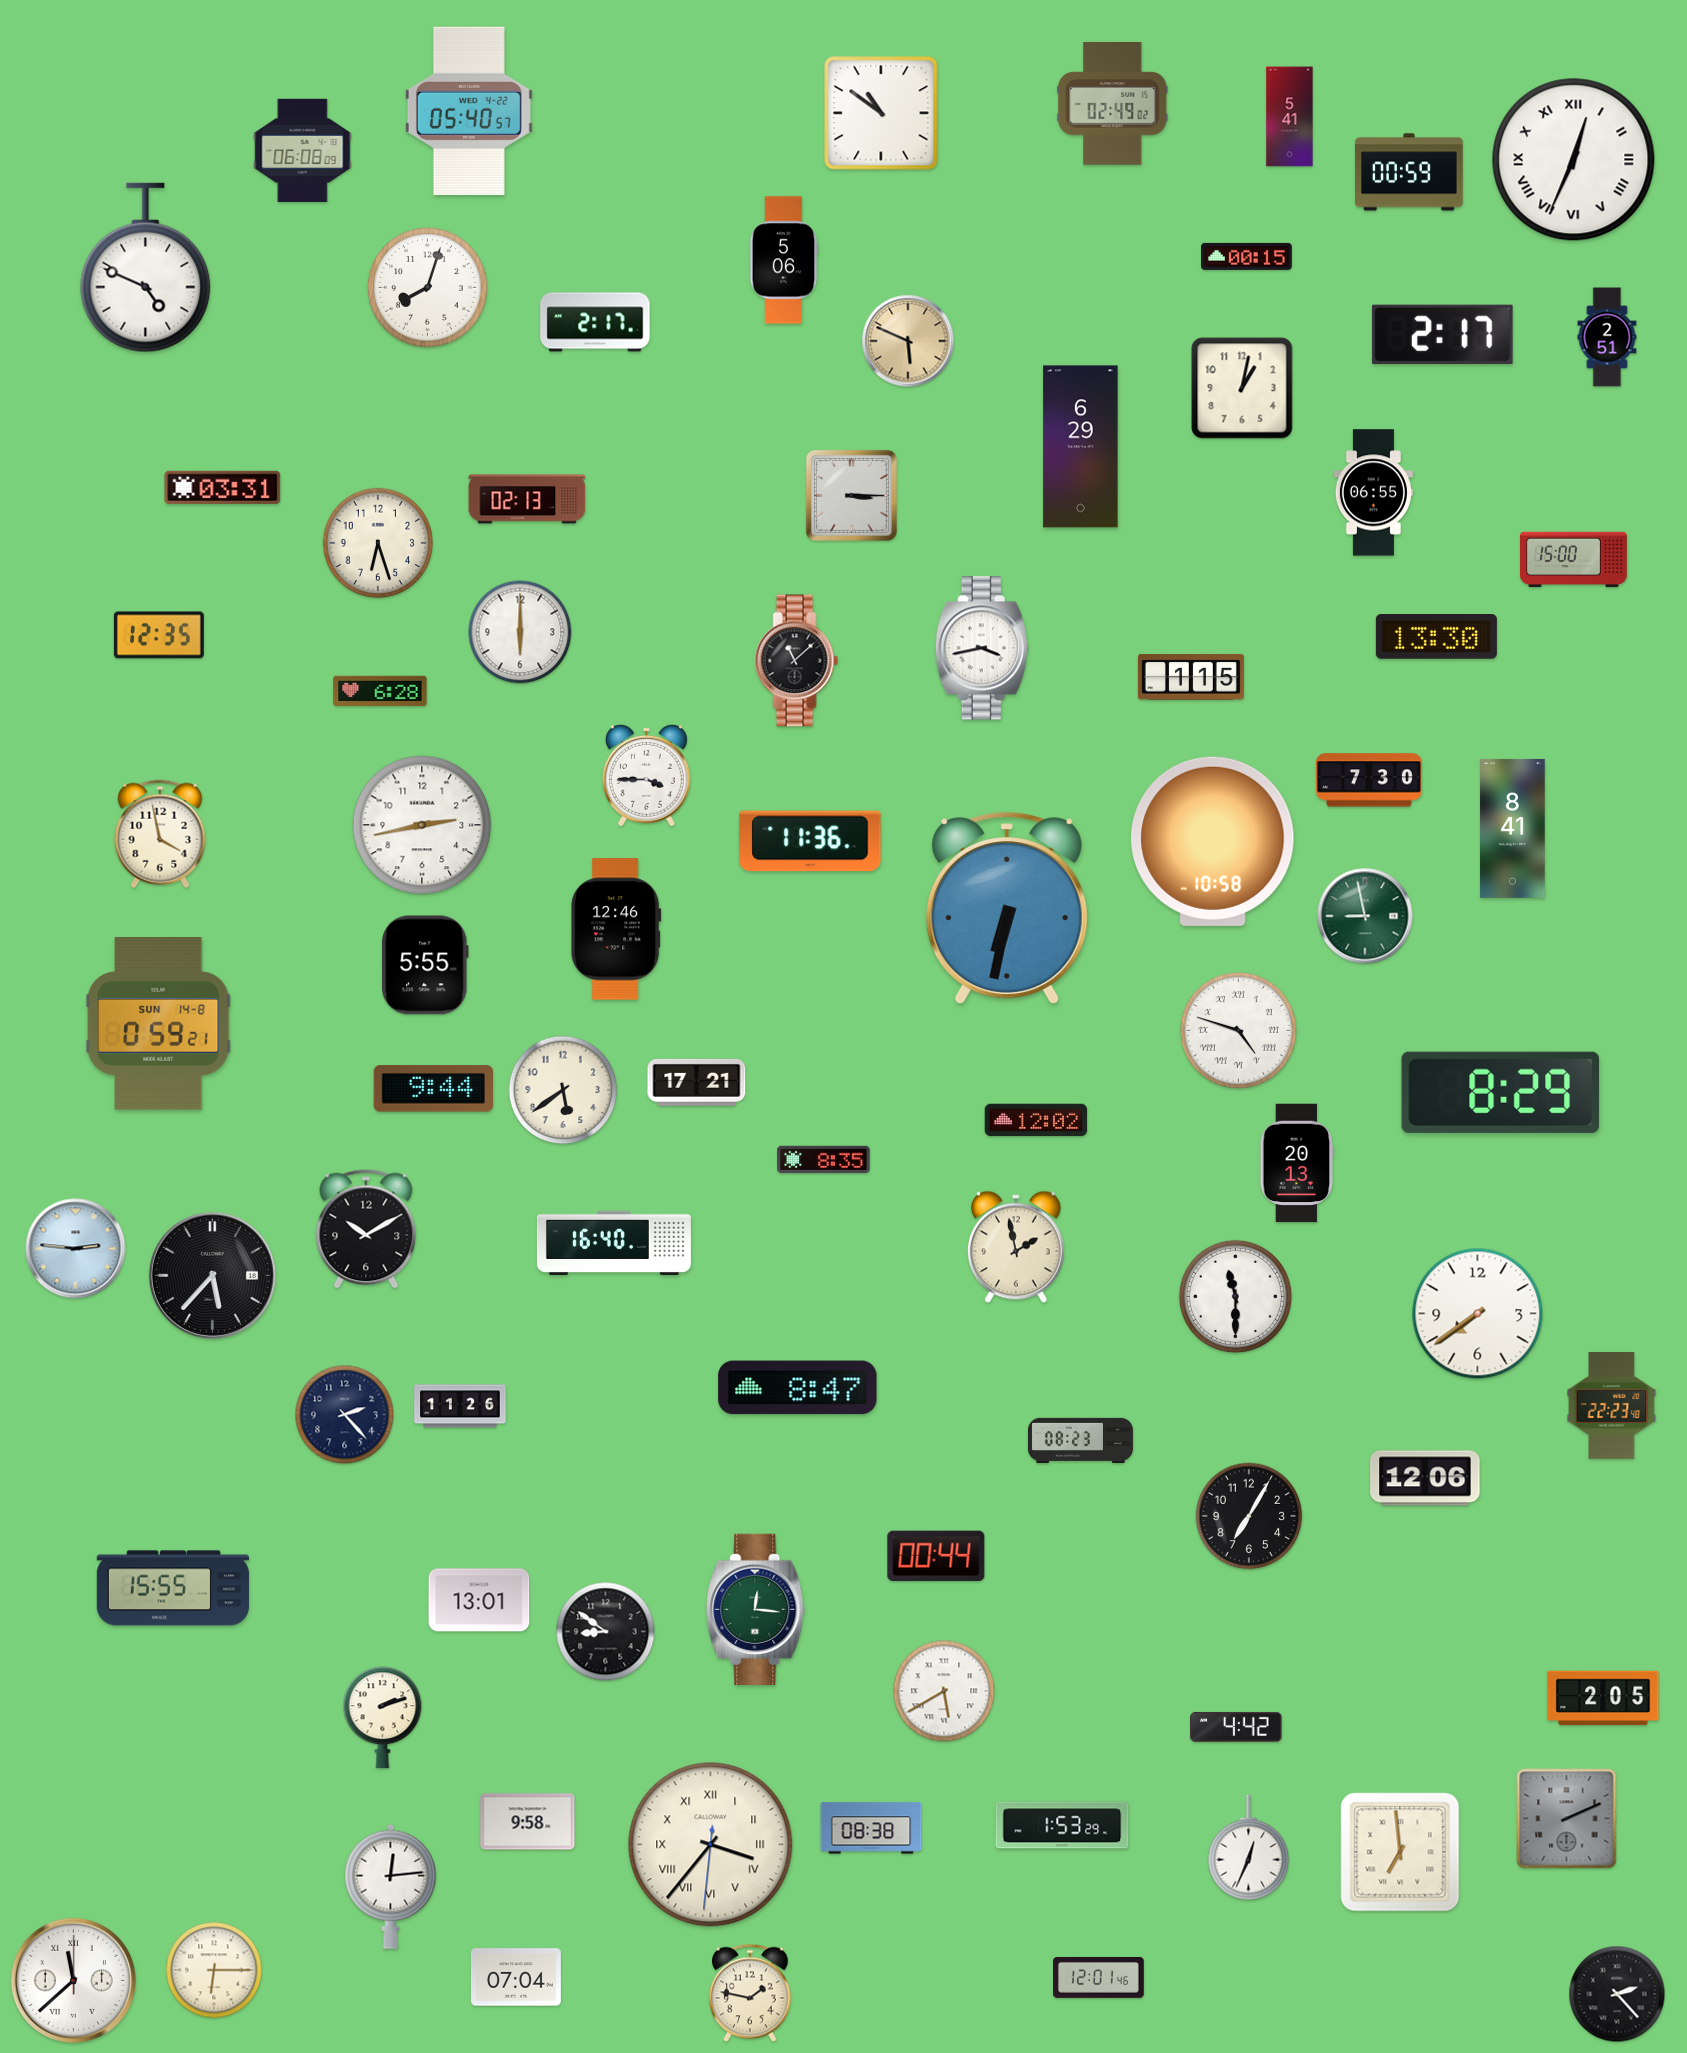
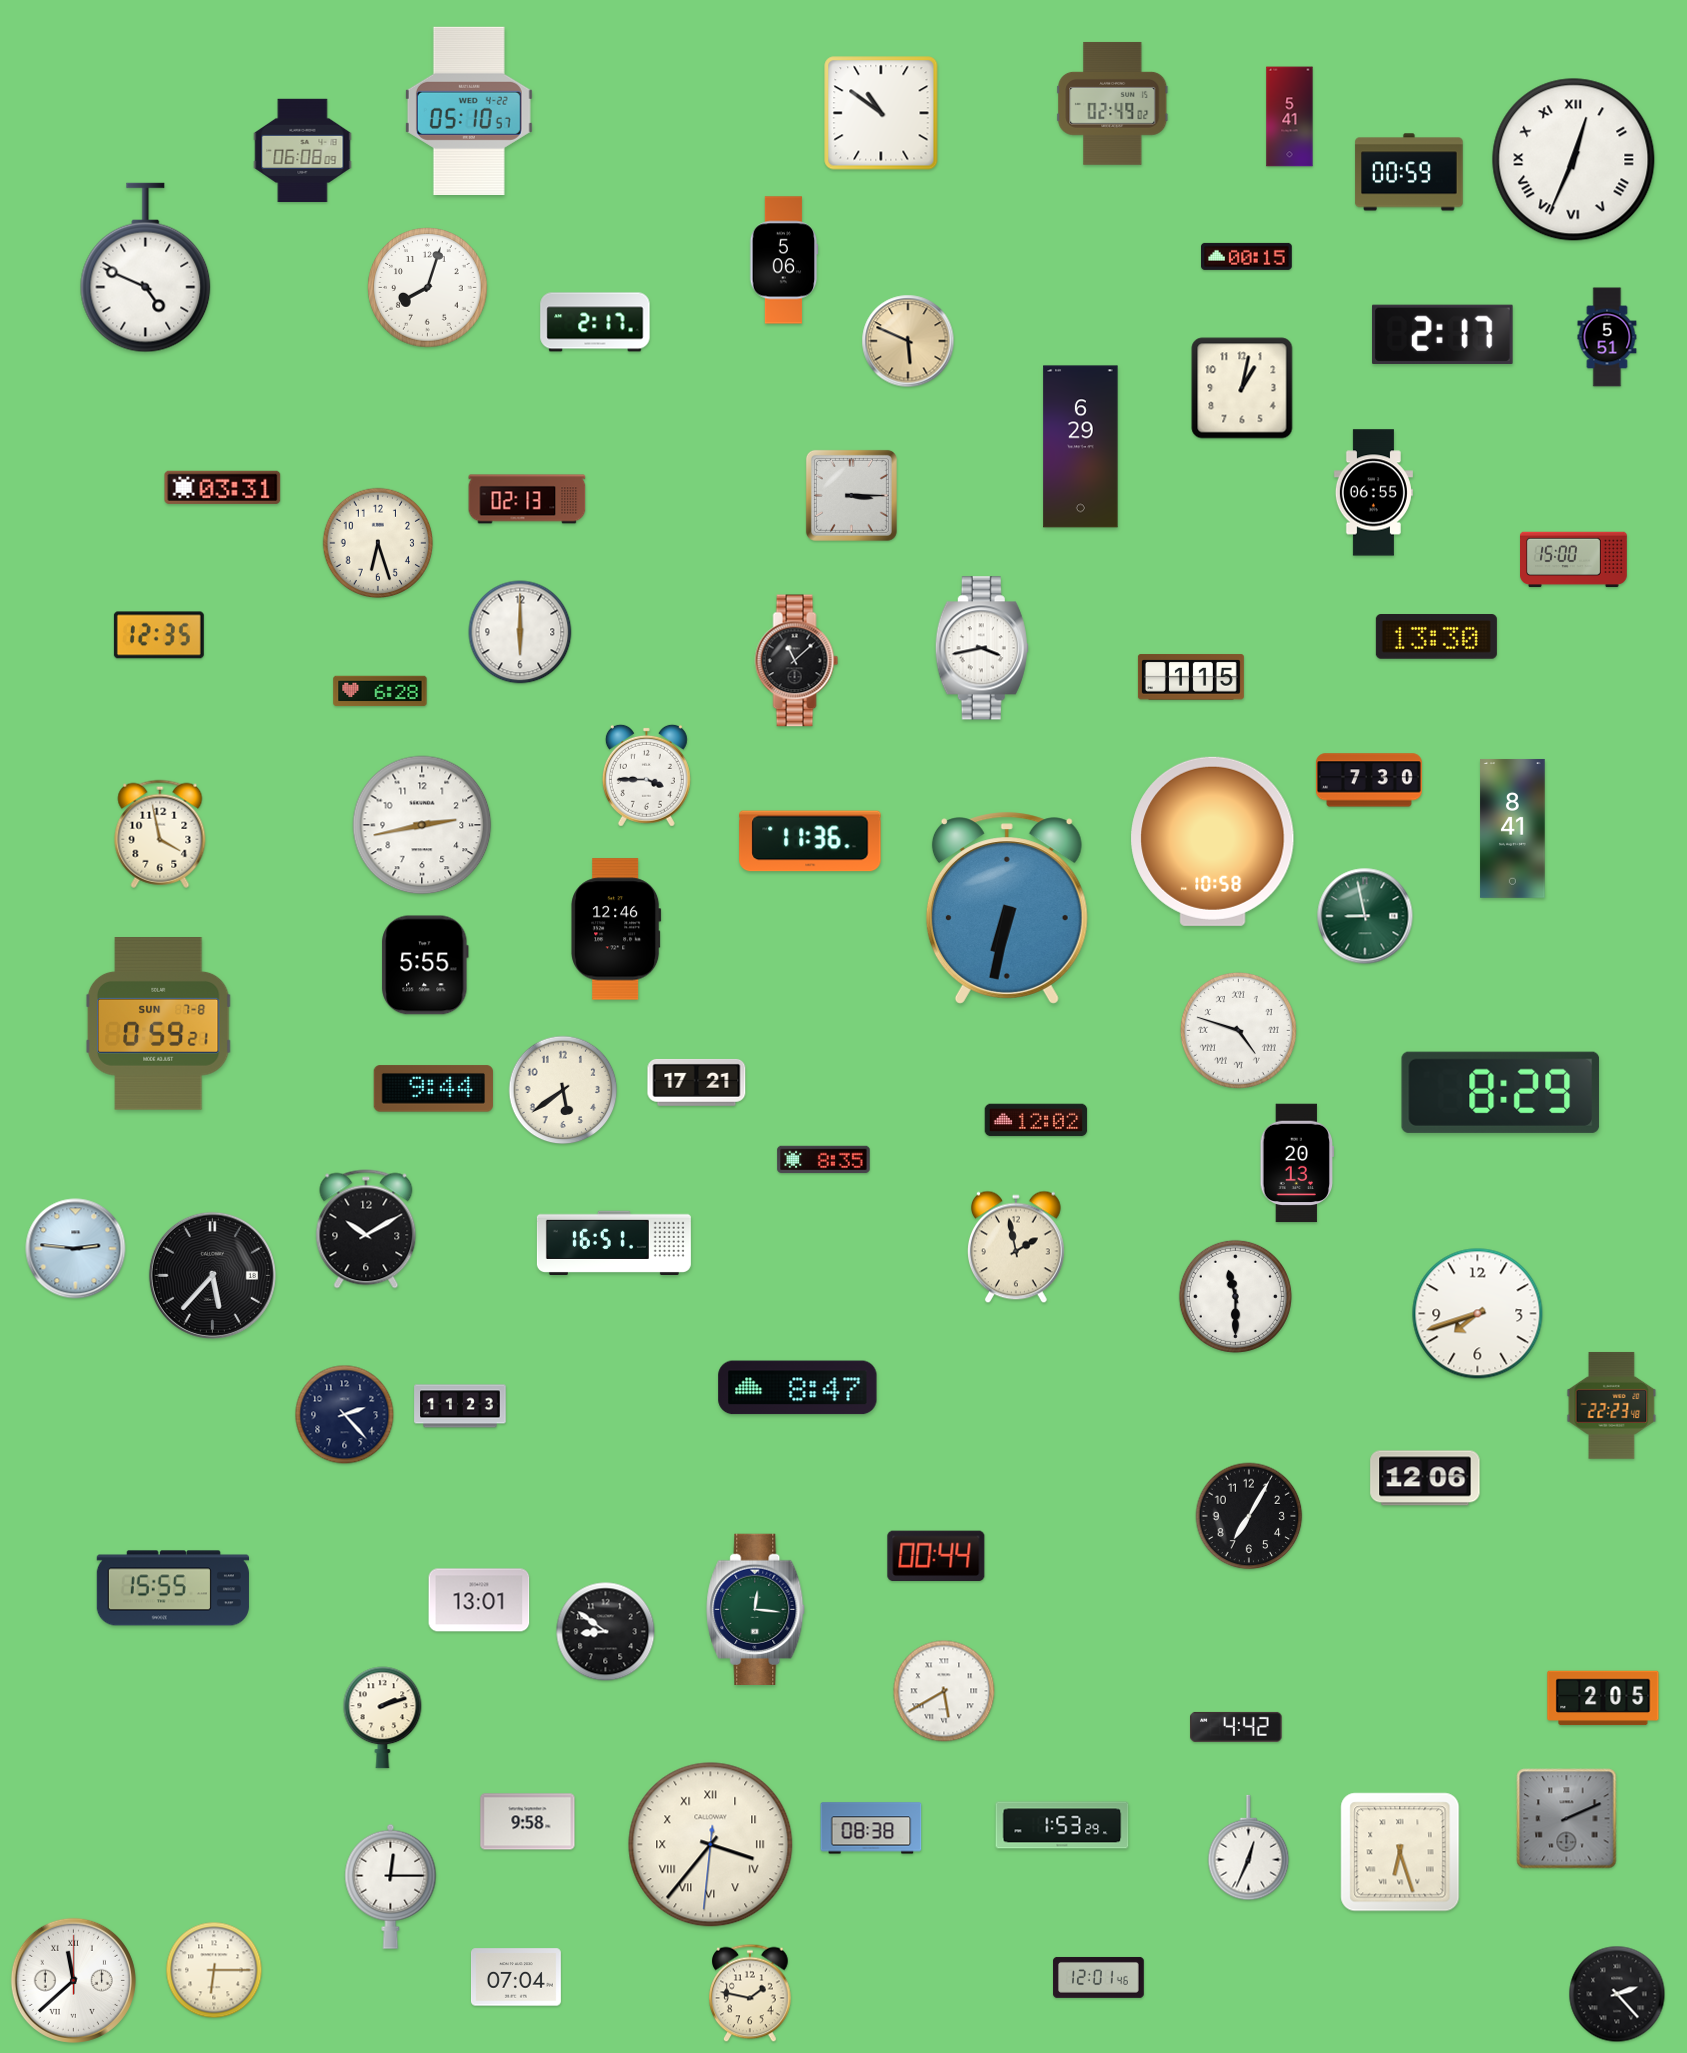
clock at (469, 111): 05:40 -> 05:10
clock at (1607, 337): 2:51 -> 5:51
clock at (158, 1024) date: SUN 14-8 -> SUN 7-8
clock at (614, 1242): 16:40 -> 16:51
clock at (1478, 1314): 7:39 -> 7:42
clock at (460, 1406): 11:26 -> 11:23
clock at (1080, 1440): 08:23 -> none
clock at (1400, 1852): 6:59 -> 6:27
clock at (391, 1886): 12:14 -> 12:15
